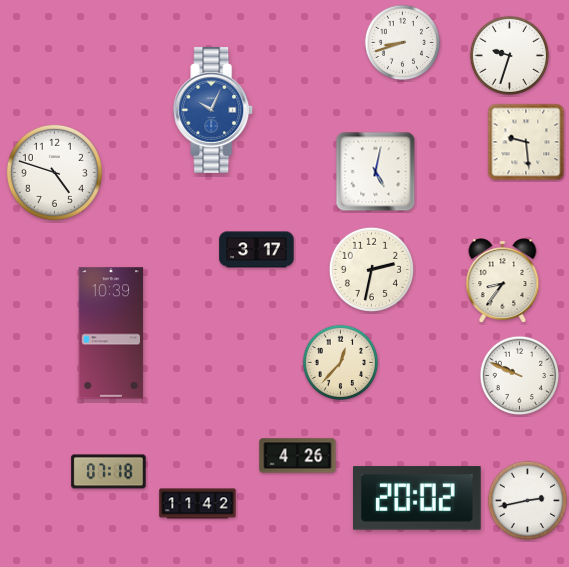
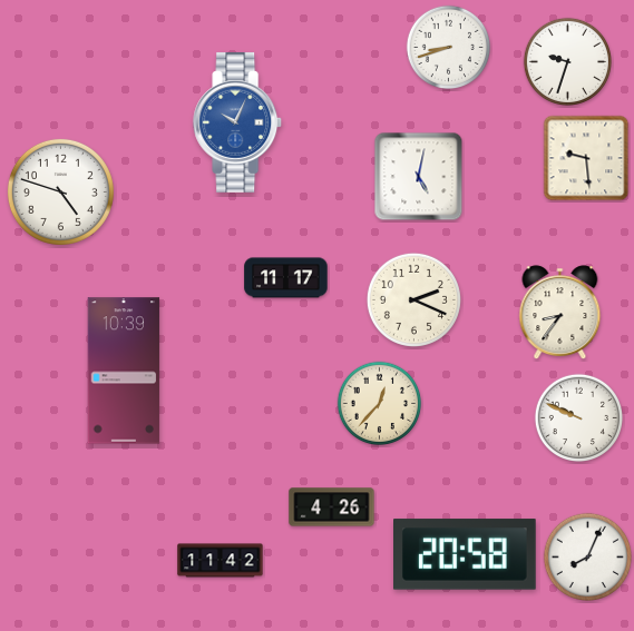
clock at (376, 172) position: (376, 172) -> (419, 177)
clock at (257, 250): 3:17 -> 11:17
clock at (371, 269): 2:32 -> 2:19
clock at (109, 472): 07:18 -> none
clock at (418, 498): 20:02 -> 20:58
clock at (527, 500): 2:43 -> 8:04
